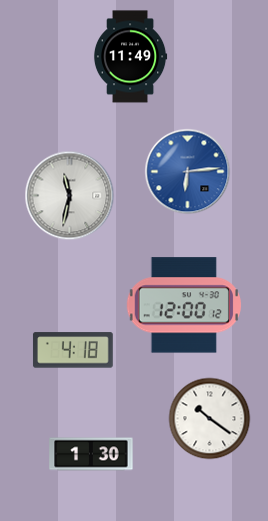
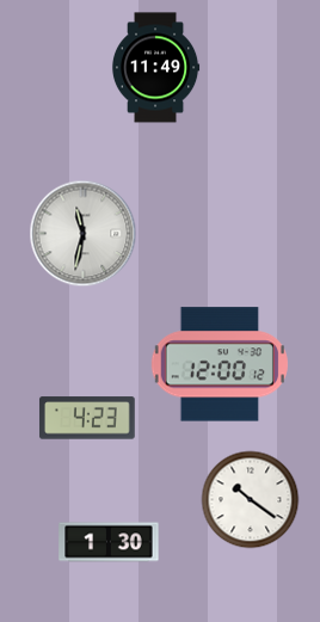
clock at (188, 172): 6:14 -> none
clock at (73, 350): 4:18 -> 4:23
